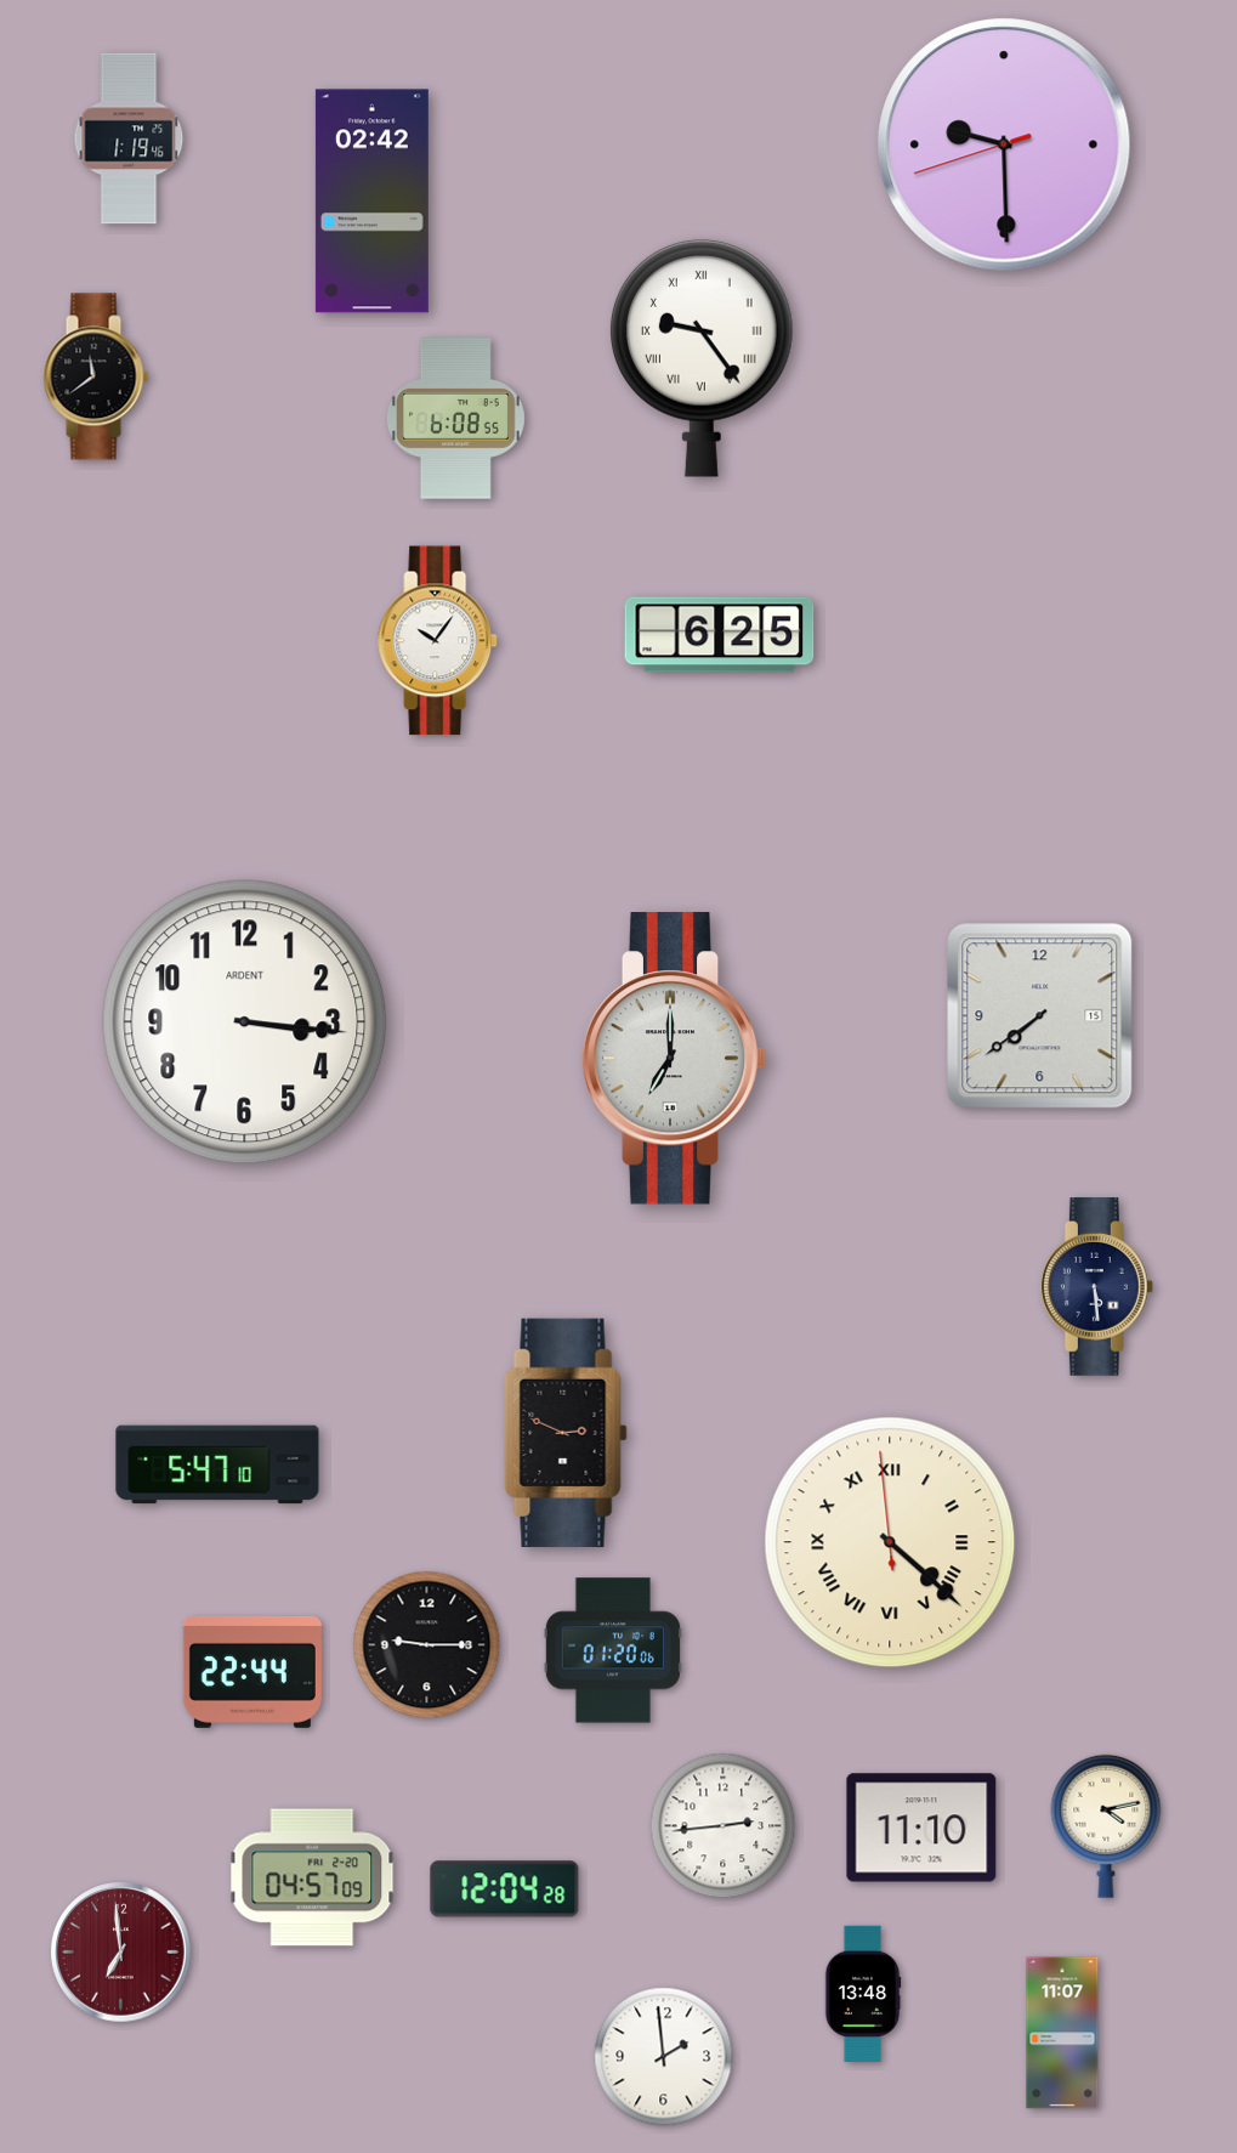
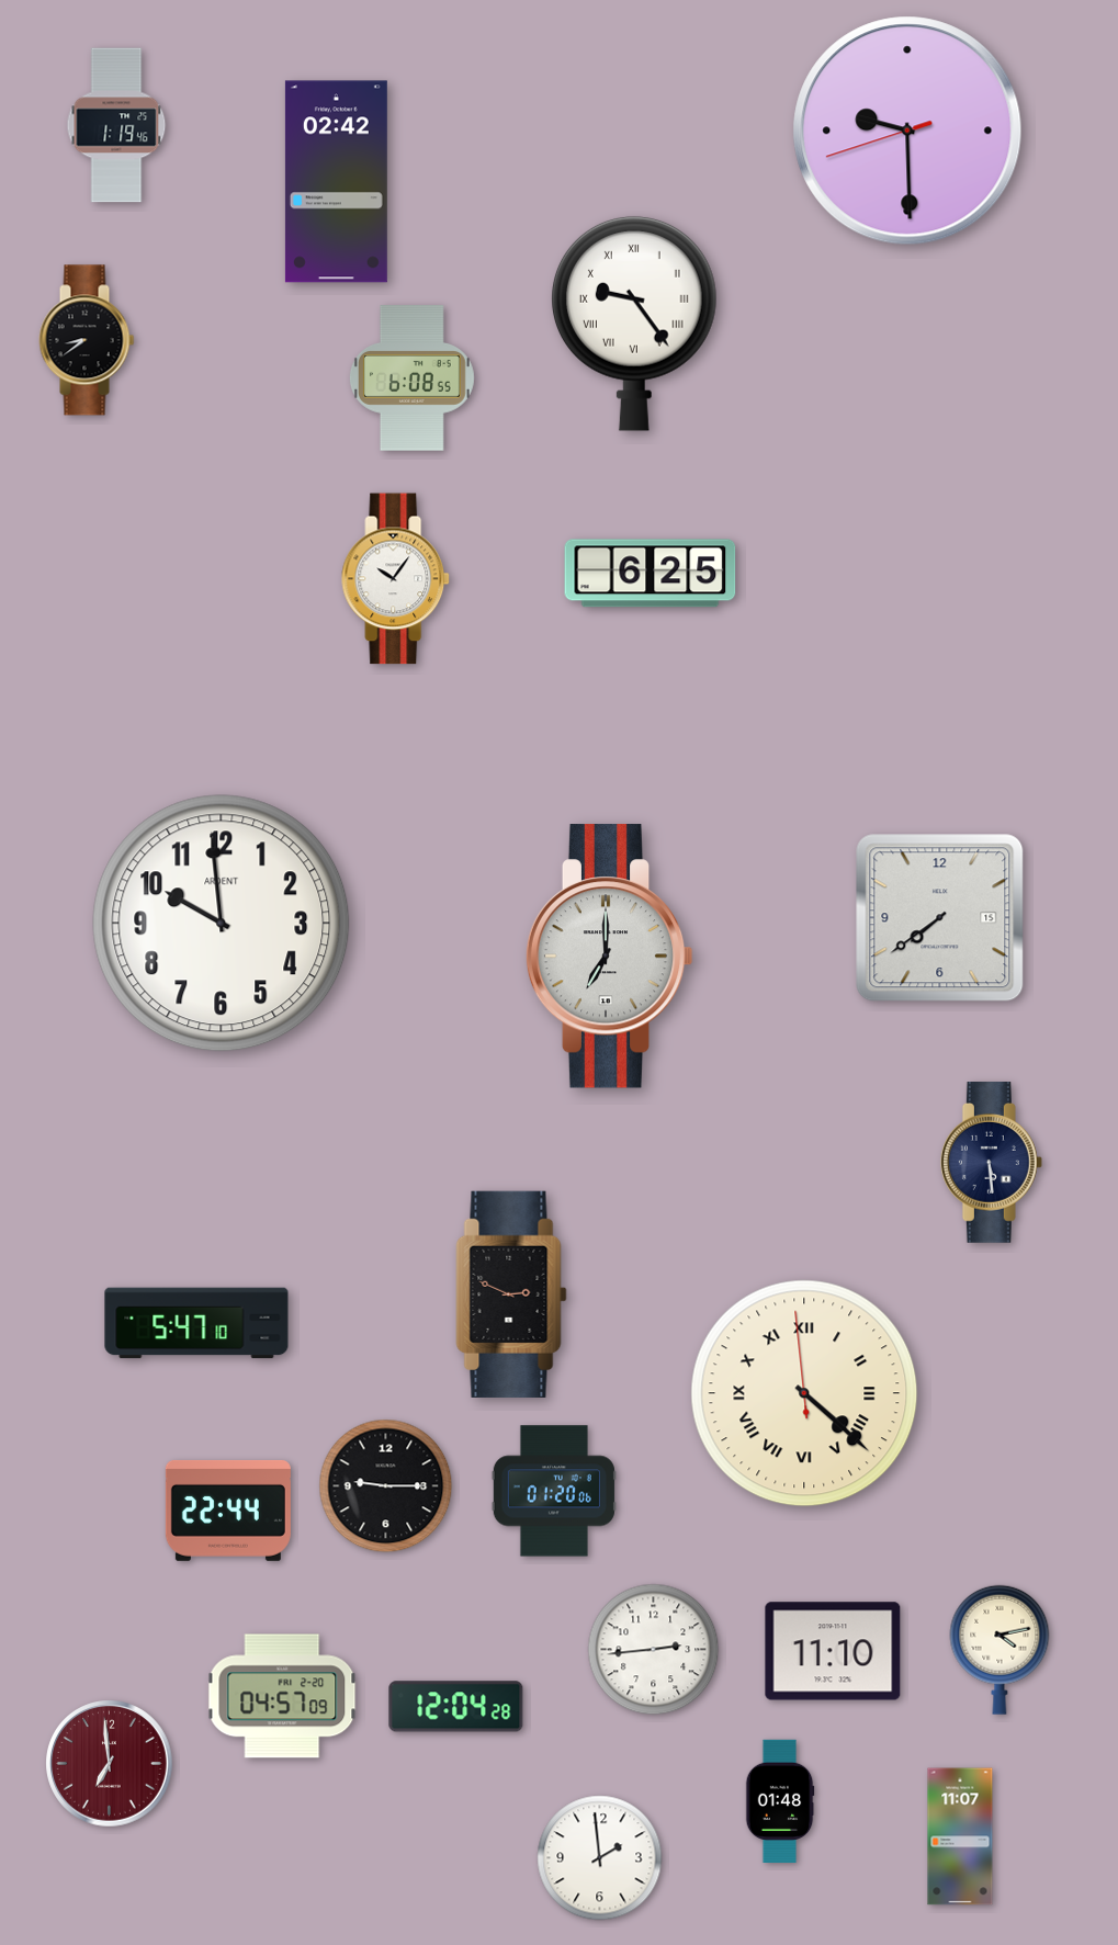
clock at (96, 376): 11:39 -> 8:39
clock at (245, 1022): 3:16 -> 9:59
clock at (863, 1994): 13:48 -> 01:48
